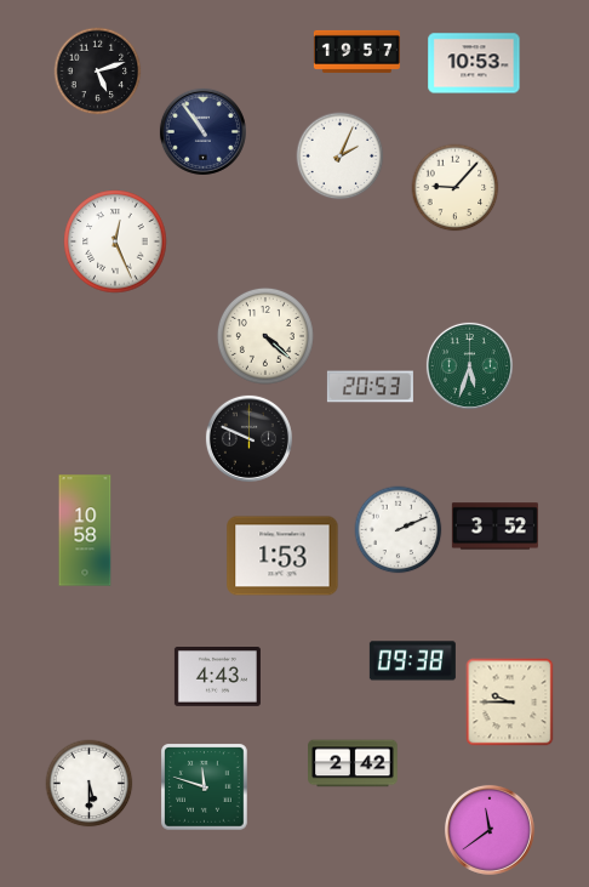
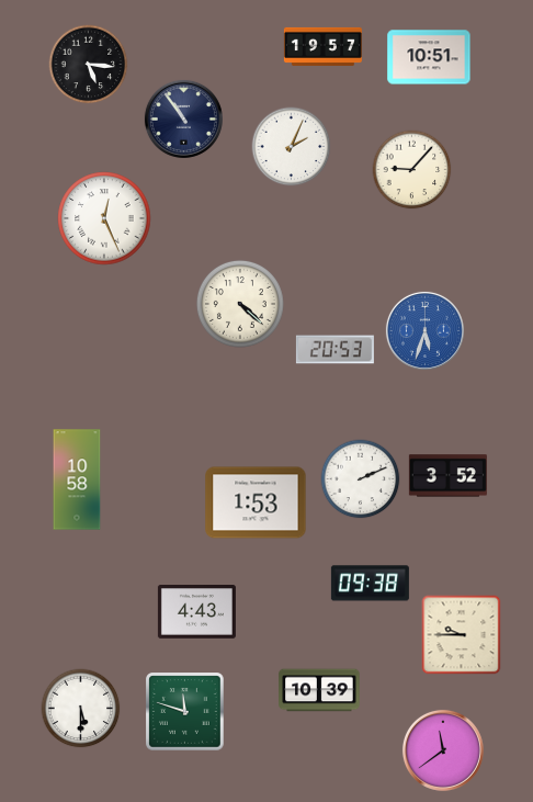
clock at (474, 63): 10:53 -> 10:51
clock at (98, 72): 5:12 -> 5:16
clock at (341, 157) position: (341, 157) -> (292, 147)
clock at (469, 365) dial: green -> blue
clock at (248, 438): 9:49 -> none
clock at (412, 661) position: (412, 661) -> (370, 584)
clock at (353, 763): 2:42 -> 10:39
